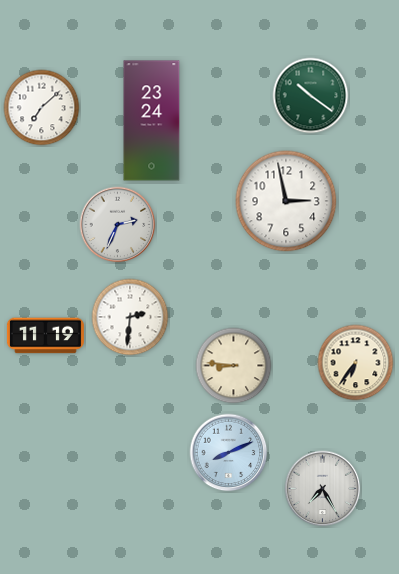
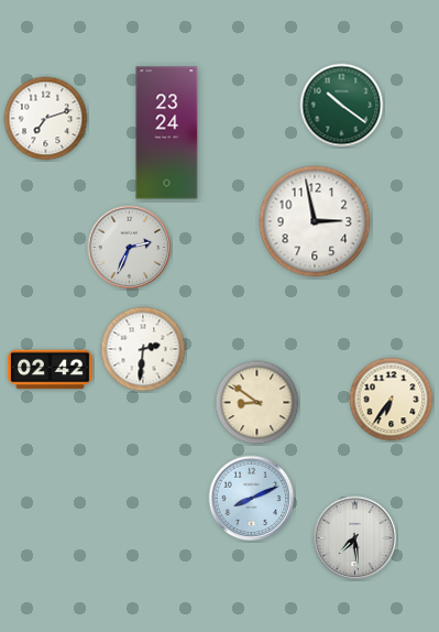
clock at (42, 108): 7:08 -> 7:12
clock at (45, 336): 11:19 -> 02:42
clock at (234, 366): 8:46 -> 8:51
clock at (323, 489): 7:25 -> 7:29
